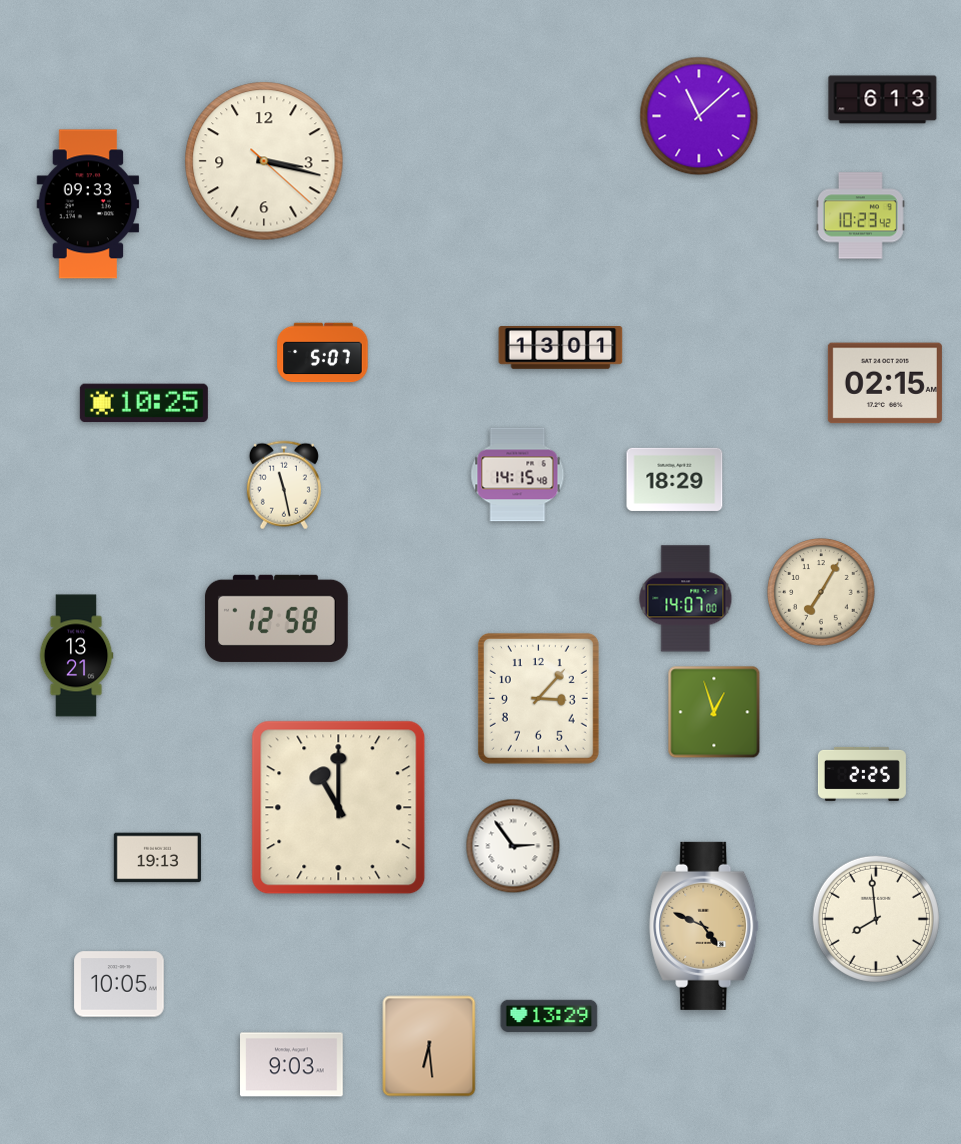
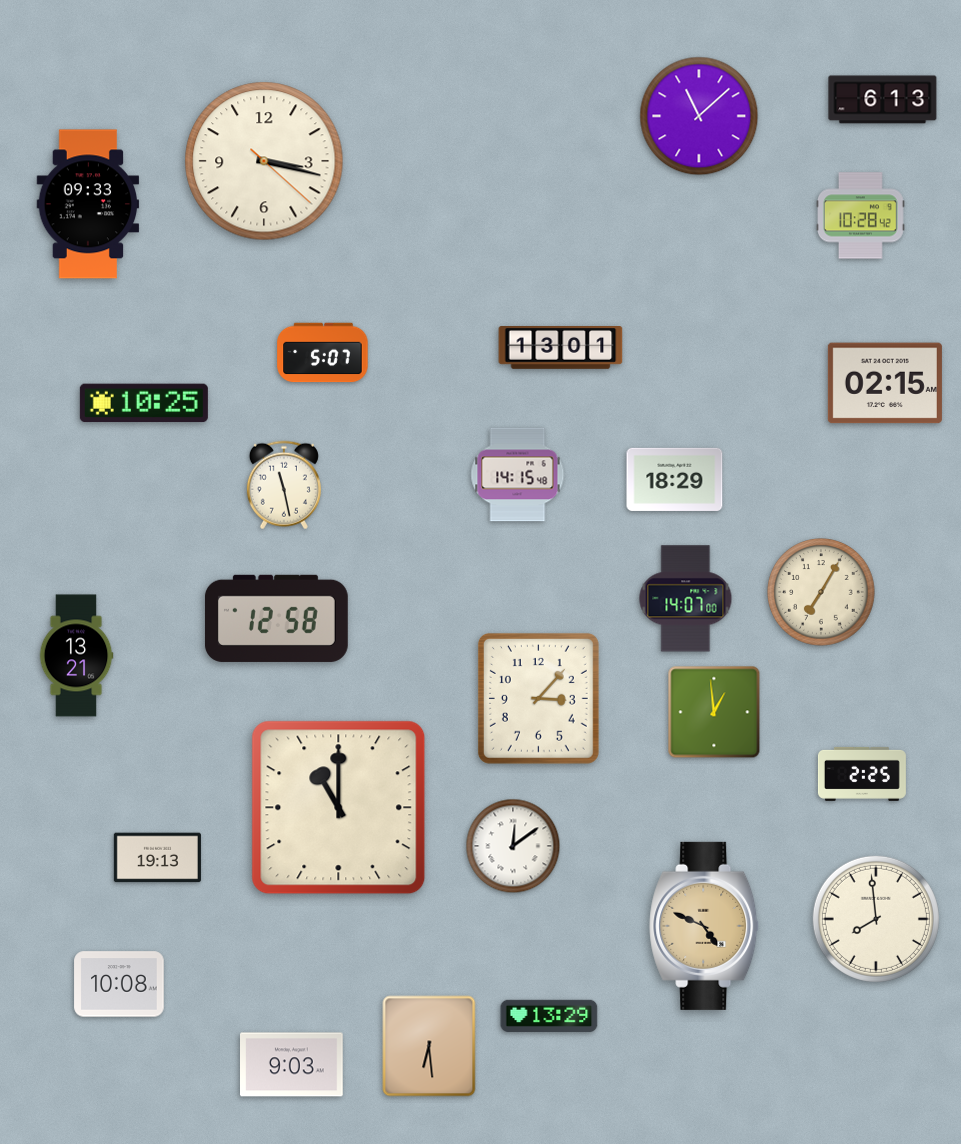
clock at (861, 216): 10:23 -> 10:28
clock at (714, 712): 12:57 -> 12:59
clock at (513, 846): 2:54 -> 12:09
clock at (119, 984): 10:05 -> 10:08
